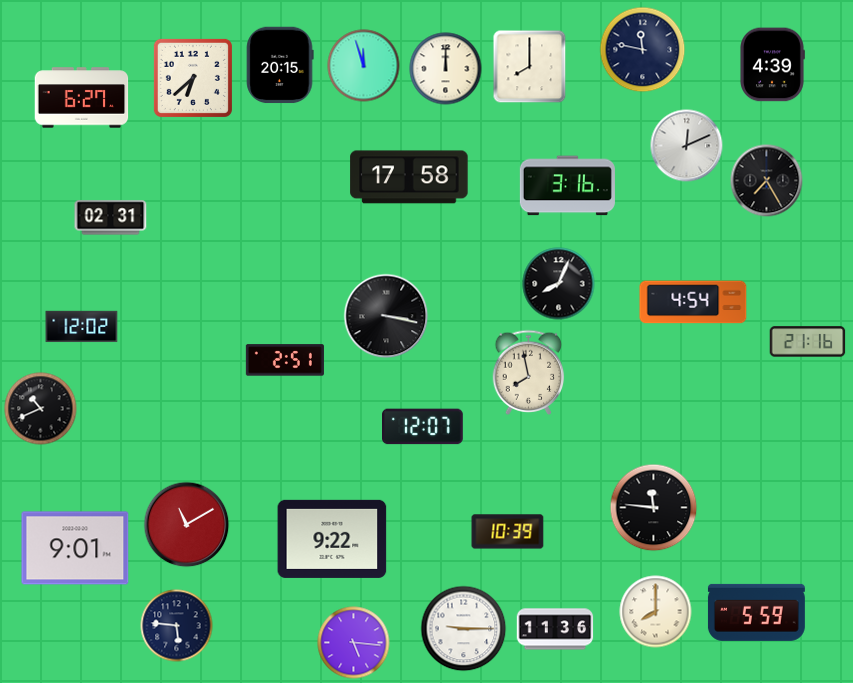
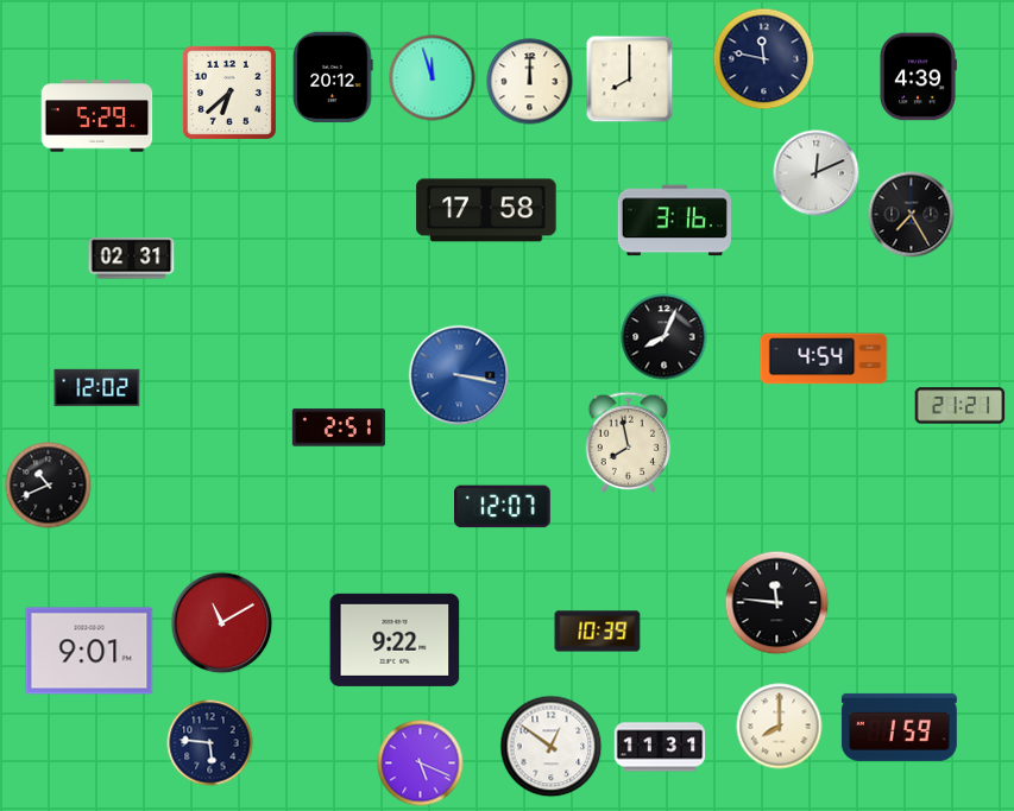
clock at (280, 65): 20:15 -> 20:12
clock at (82, 98): 6:27 -> 5:29
clock at (386, 316) dial: black -> blue
clock at (808, 342): 21:16 -> 21:21
clock at (508, 532) position: (508, 532) -> (598, 632)
clock at (756, 612): 5:59 -> 1:59
clock at (464, 629): 9:15 -> 12:51
clock at (555, 629): 11:36 -> 11:31
clock at (354, 643): 5:16 -> 5:19
